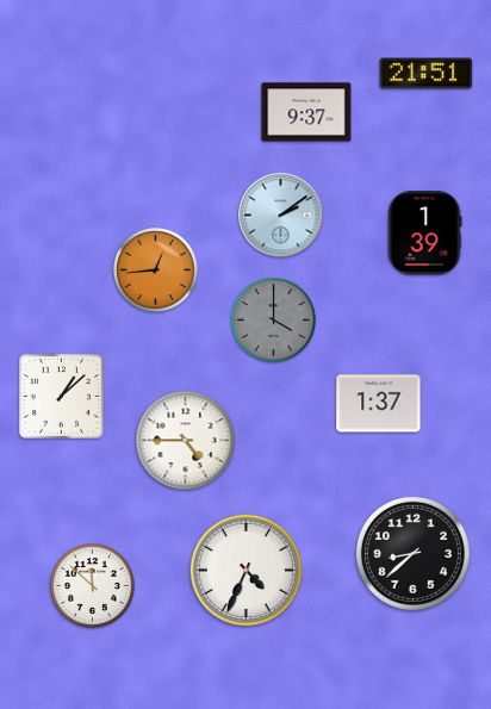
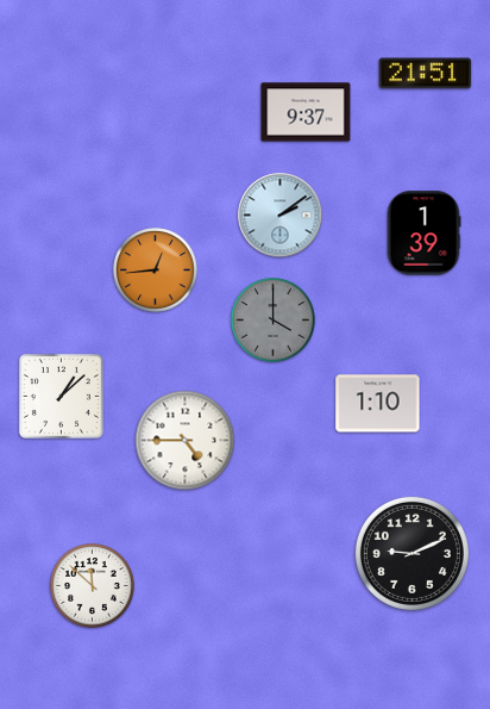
clock at (379, 404): 1:37 -> 1:10
clock at (412, 553): 8:38 -> 9:11
clock at (245, 570): 4:34 -> none
